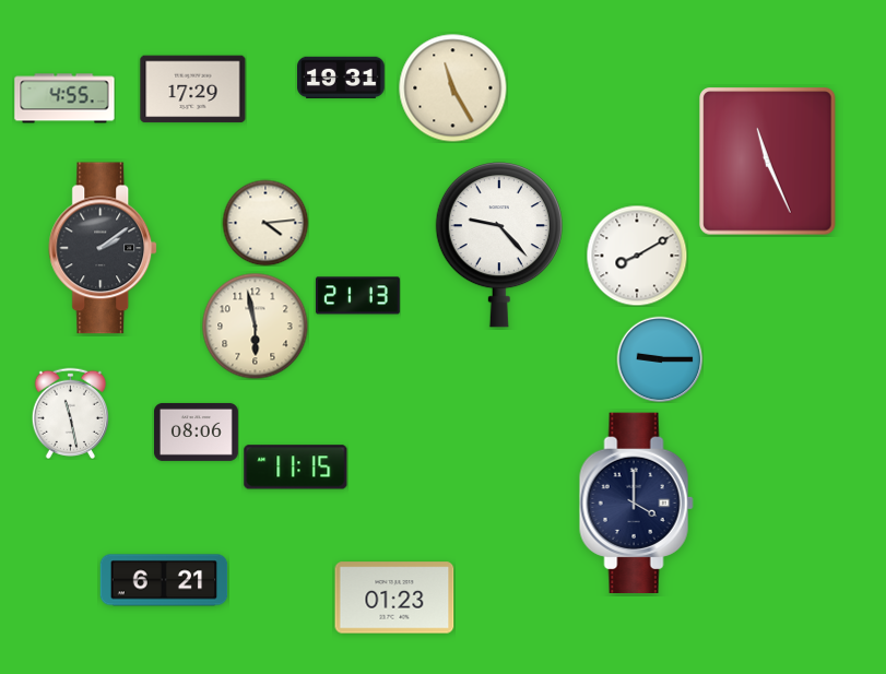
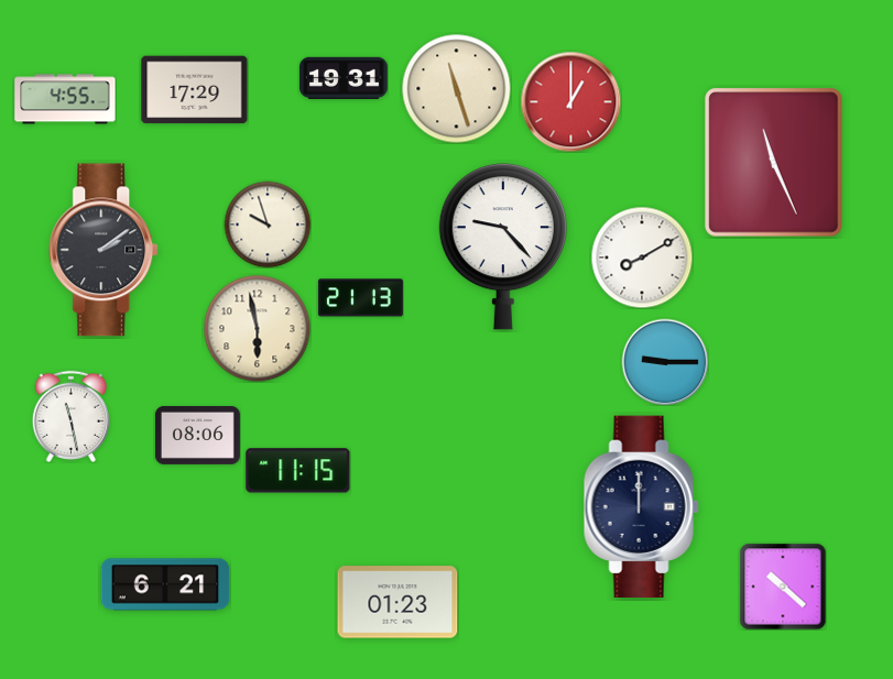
clock at (453, 88): 11:25 -> 11:27
clock at (570, 101): none -> 1:00
clock at (265, 223): 4:14 -> 9:57
clock at (636, 502): 4:00 -> 12:00
clock at (783, 587): none -> 10:22
